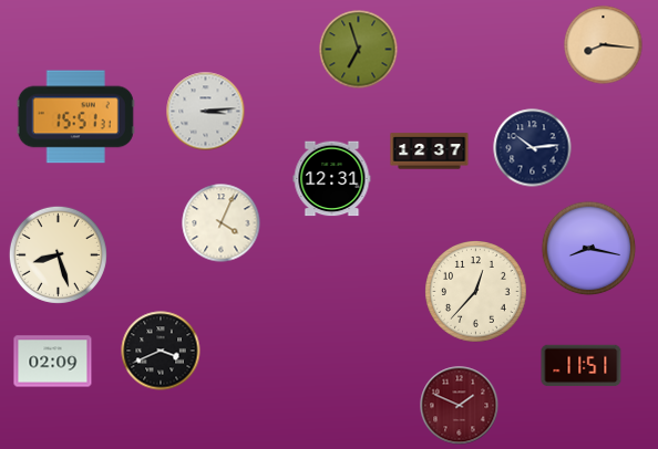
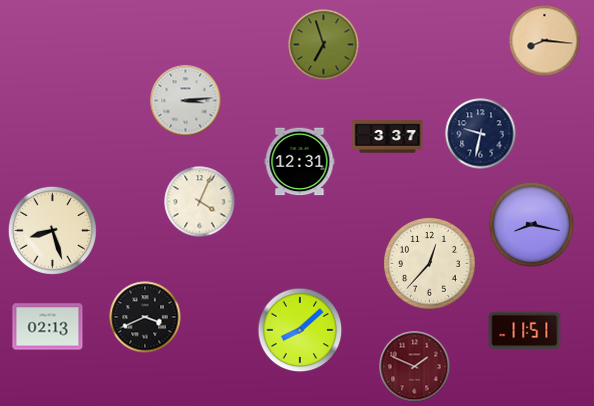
clock at (75, 117): 15:51 -> none
clock at (533, 148): 10:14 -> 9:32
clock at (430, 152): 12:37 -> 3:37
clock at (53, 362): 02:09 -> 02:13
clock at (300, 330): none -> 8:08
